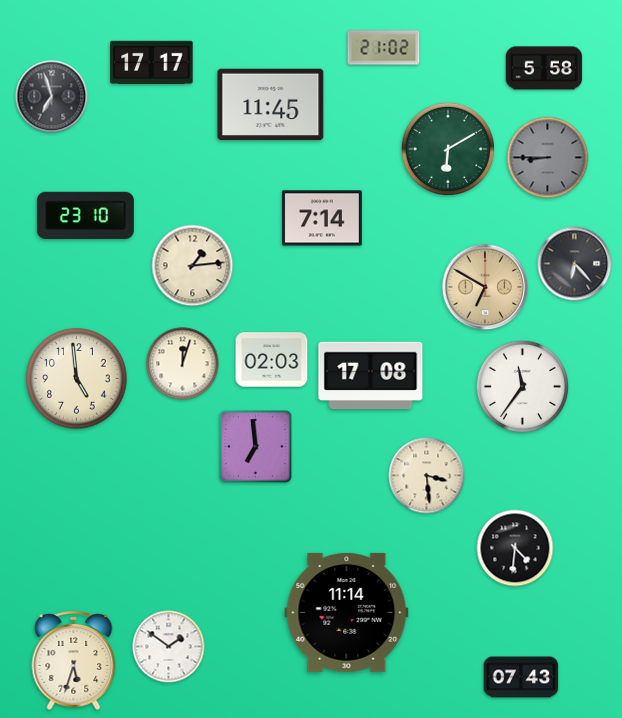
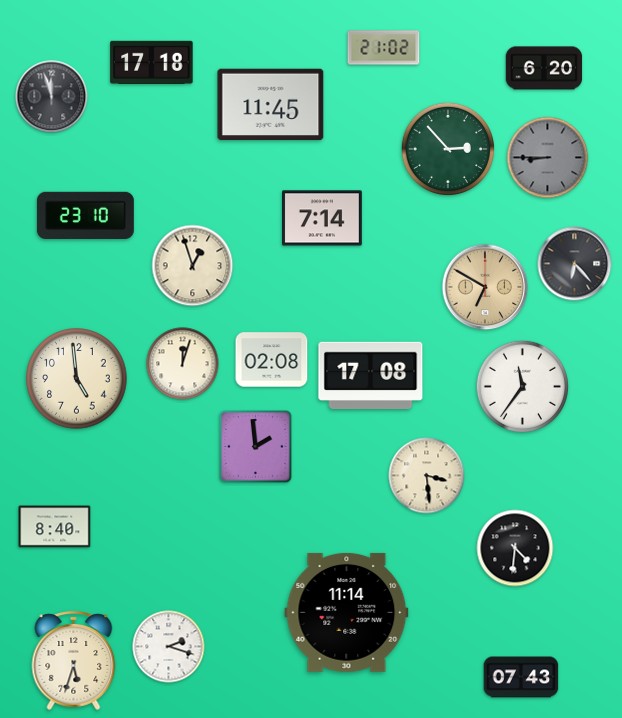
clock at (152, 62): 17:17 -> 17:18
clock at (544, 68): 5:58 -> 6:20
clock at (52, 97): 6:57 -> 11:57
clock at (448, 149): 6:10 -> 2:53
clock at (193, 266): 1:14 -> 12:57
clock at (272, 360): 02:03 -> 02:08
clock at (256, 447): 6:59 -> 1:59
clock at (55, 527): none -> 8:40
clock at (169, 647): 1:51 -> 2:18
